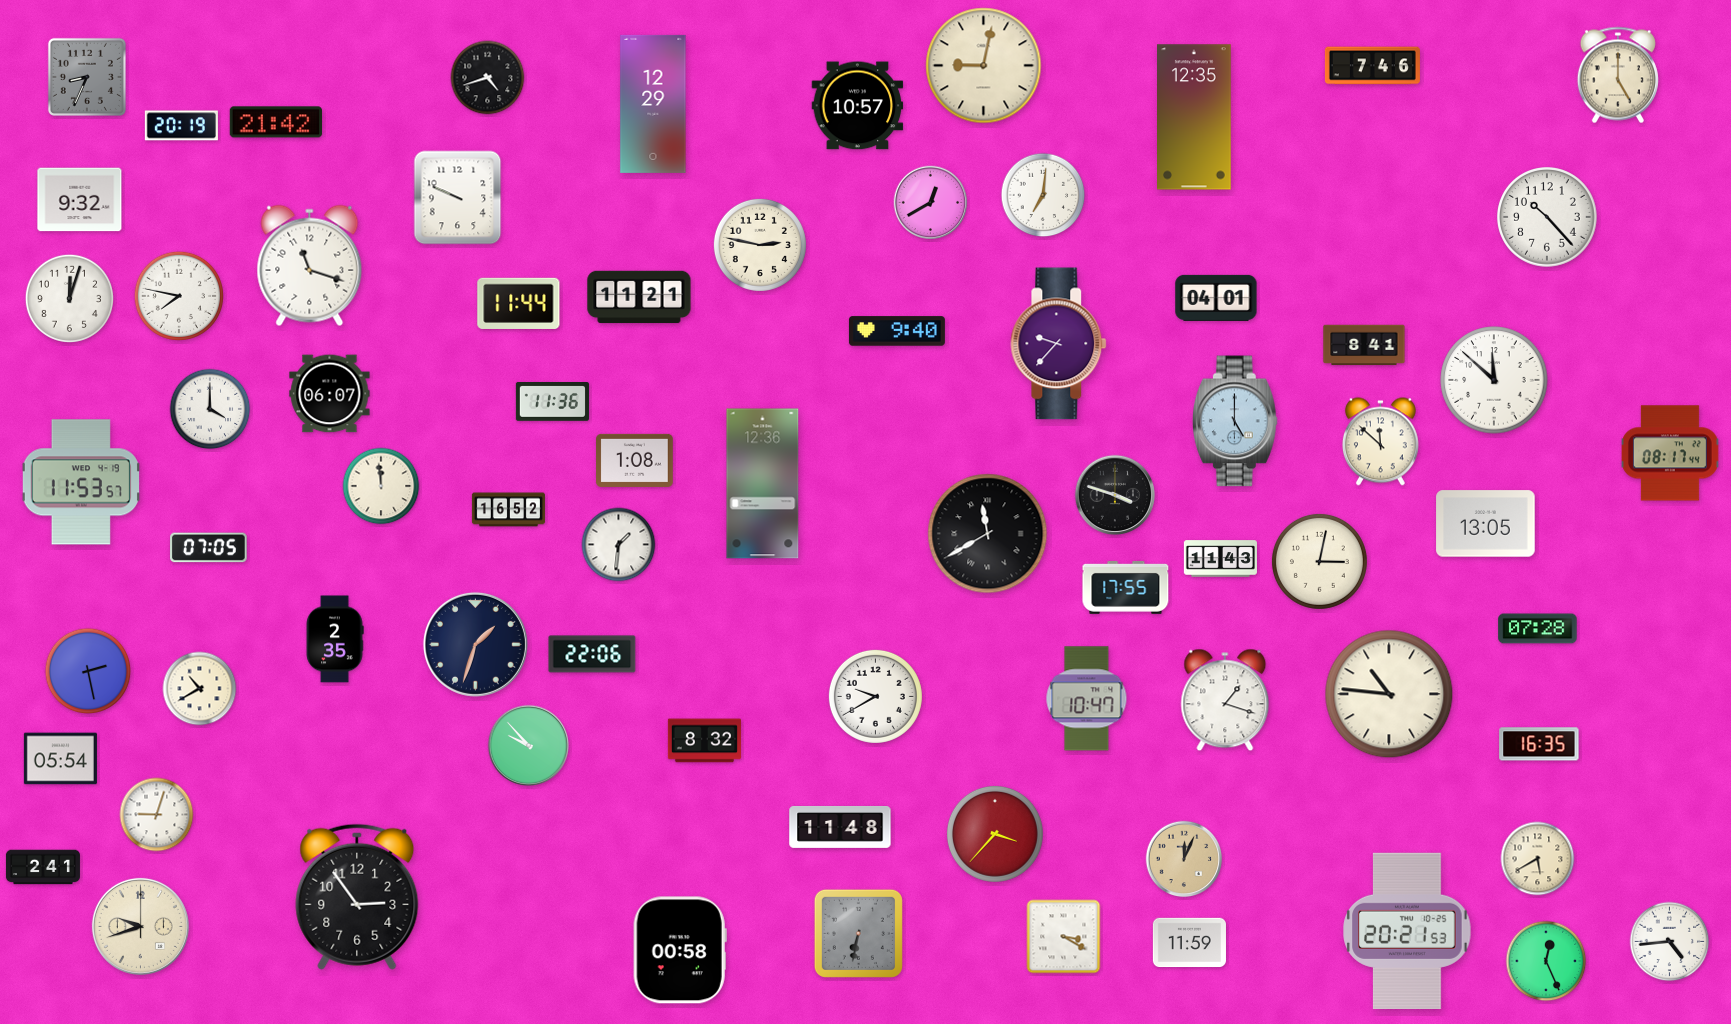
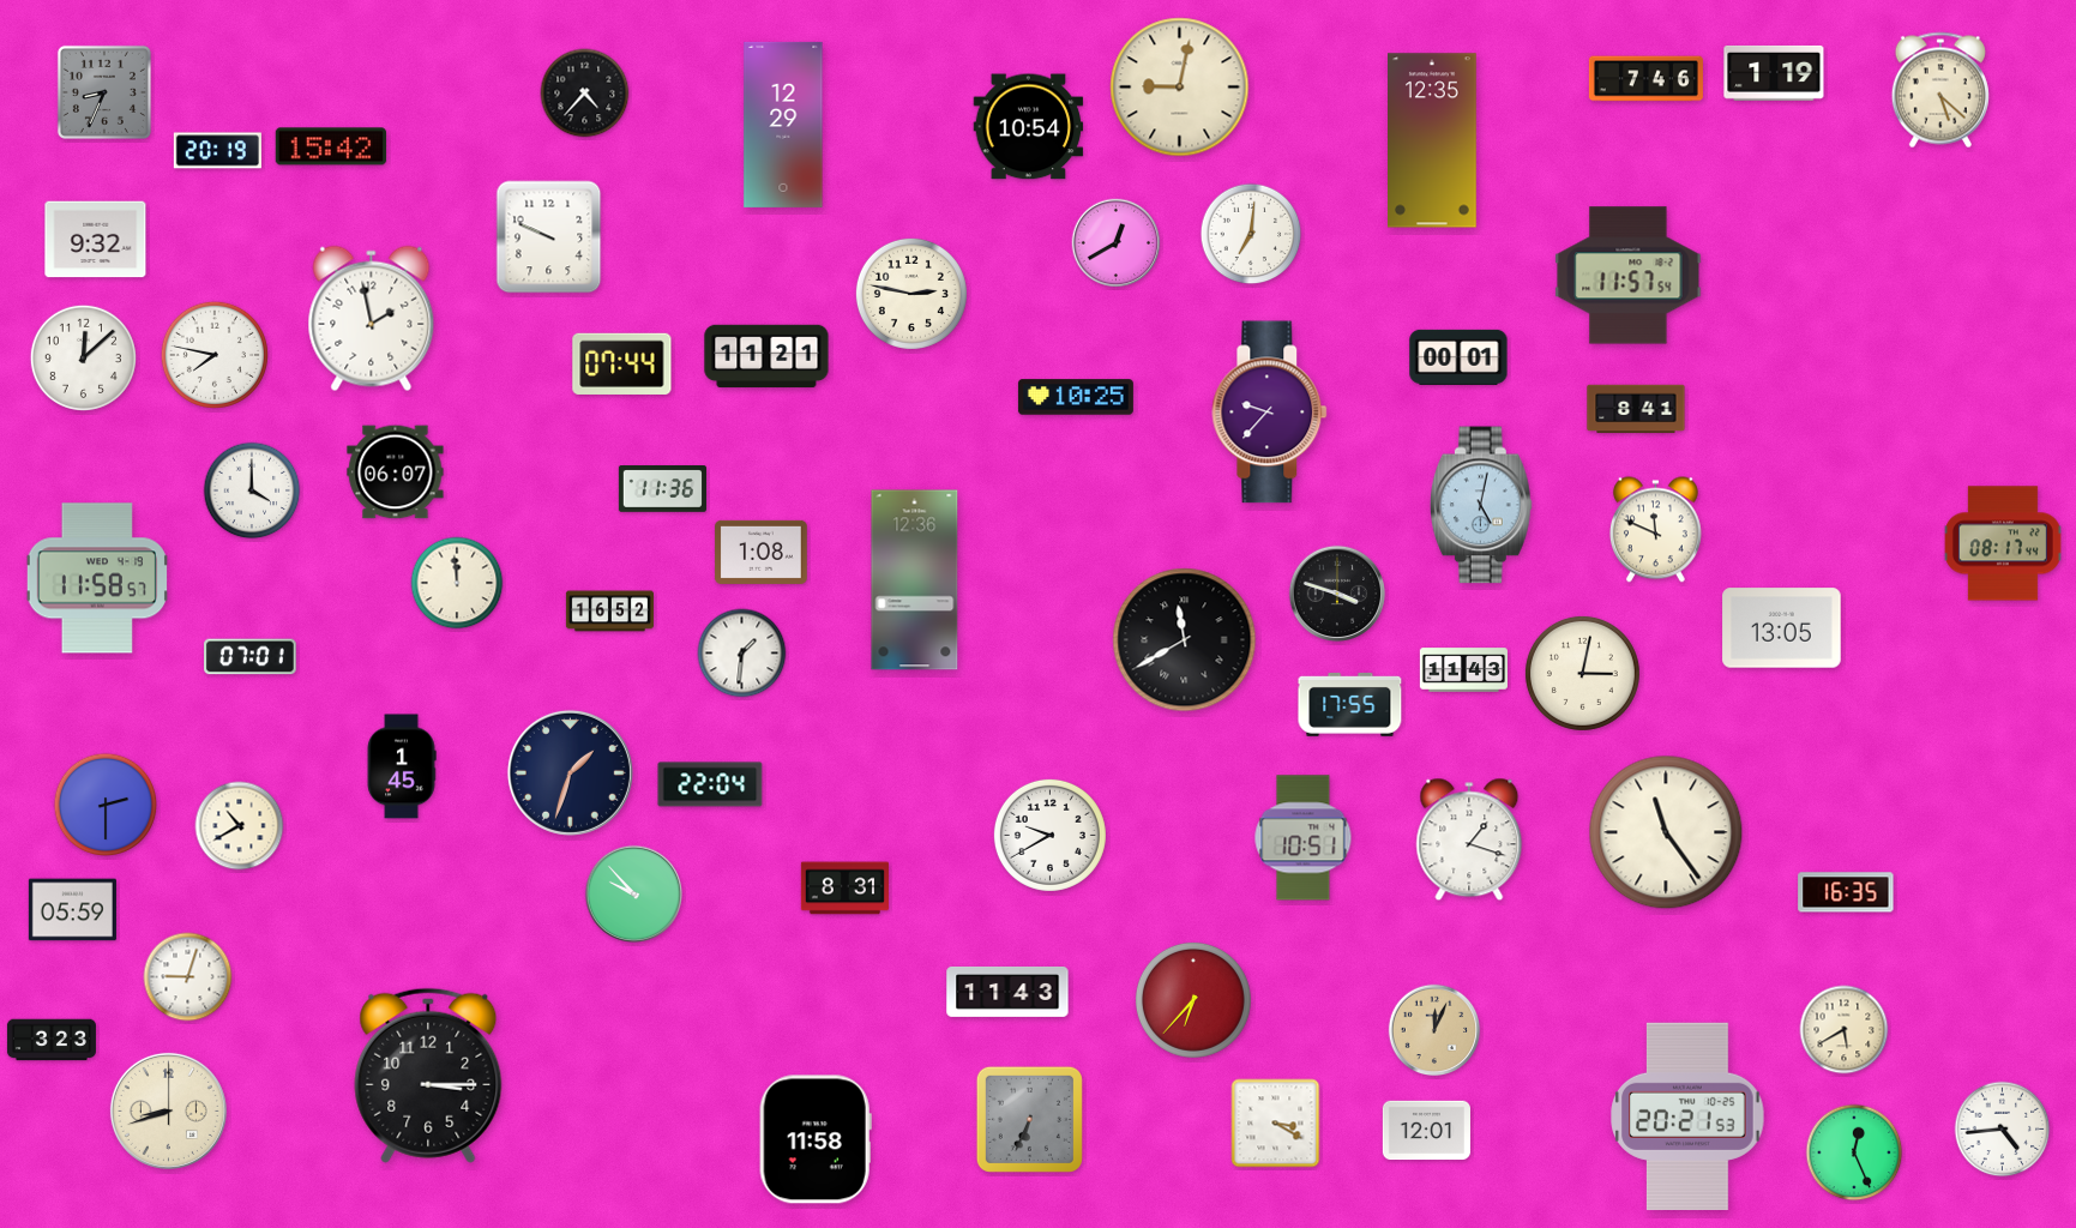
clock at (1774, 73): none -> 1:19
clock at (984, 66) position: (984, 66) -> (1180, 88)
clock at (1618, 75): 5:00 -> 5:22
clock at (488, 78): 4:42 -> 4:37
clock at (858, 106): 10:57 -> 10:54
clock at (276, 122): 21:42 -> 15:42
clock at (1548, 218): 10:23 -> none
clock at (1629, 276): none -> 11:57
clock at (310, 266): 11:18 -> 1:58
clock at (69, 298): 12:03 -> 12:08
clock at (1216, 298): 04:01 -> 00:01
clock at (519, 303): 11:44 -> 07:44
clock at (897, 331): 9:40 -> 10:25
clock at (1364, 345) position: (1364, 345) -> (1636, 409)
clock at (1494, 380): 11:52 -> none
clock at (552, 402) position: (552, 402) -> (662, 489)
clock at (1235, 421): 5:00 -> 5:02
clock at (1380, 442): 11:52 -> 11:49
clock at (80, 482): 11:53 -> 11:58
clock at (209, 548): 07:05 -> 07:01
clock at (1538, 629): 07:28 -> none
clock at (335, 639): 2:35 -> 1:45
clock at (592, 654): 22:06 -> 22:04
clock at (88, 671): 2:28 -> 2:30
clock at (1389, 694): 10:46 -> 11:24
clock at (1087, 699): 10:47 -> 10:51
clock at (704, 741): 8:32 -> 8:31
clock at (60, 759): 05:54 -> 05:59
clock at (840, 827): 11:48 -> 11:43
clock at (995, 834): 3:37 -> 6:37
clock at (1184, 859) position: (1184, 859) -> (1434, 1030)
clock at (43, 867): 2:41 -> 3:23
clock at (357, 897): 2:54 -> 3:15
clock at (140, 926): 9:42 -> 8:42
clock at (858, 933): 6:32 -> 6:34
clock at (1189, 943): 11:59 -> 12:01
clock at (680, 950): 00:58 -> 11:58
